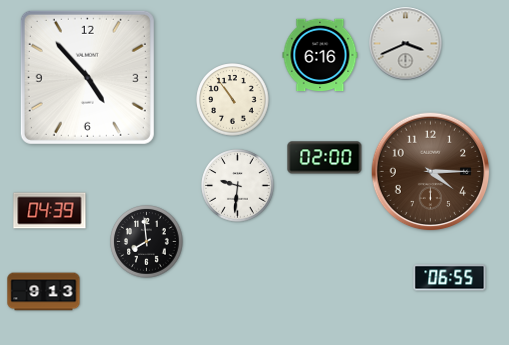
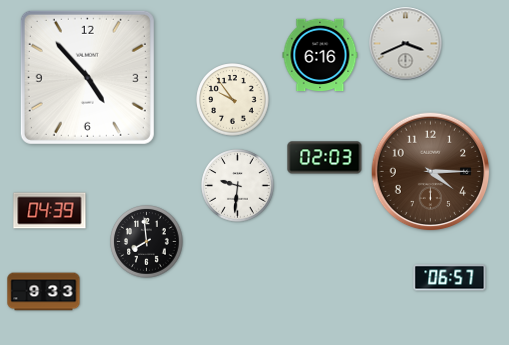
clock at (233, 100): 10:54 -> 9:54
clock at (325, 158): 02:00 -> 02:03
clock at (450, 278): 06:55 -> 06:57
clock at (44, 292): 9:13 -> 9:33
